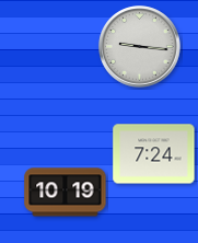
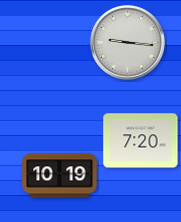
clock at (154, 154): 7:24 -> 7:20
